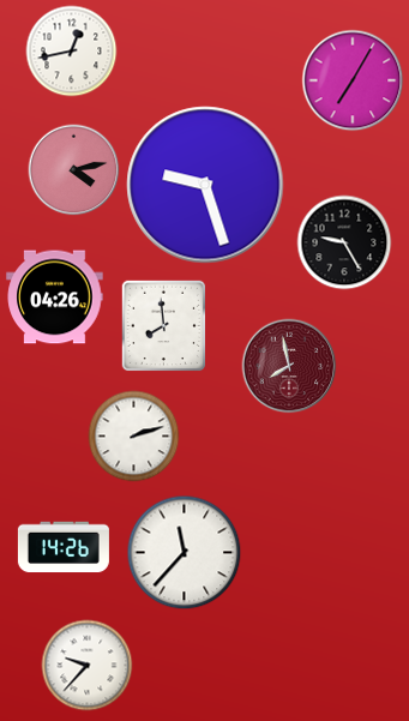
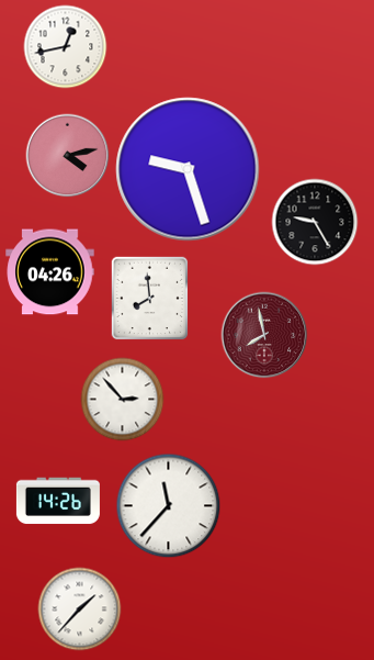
clock at (353, 80): 7:05 -> none
clock at (134, 437): 2:12 -> 2:53
clock at (88, 666): 9:37 -> 1:37
